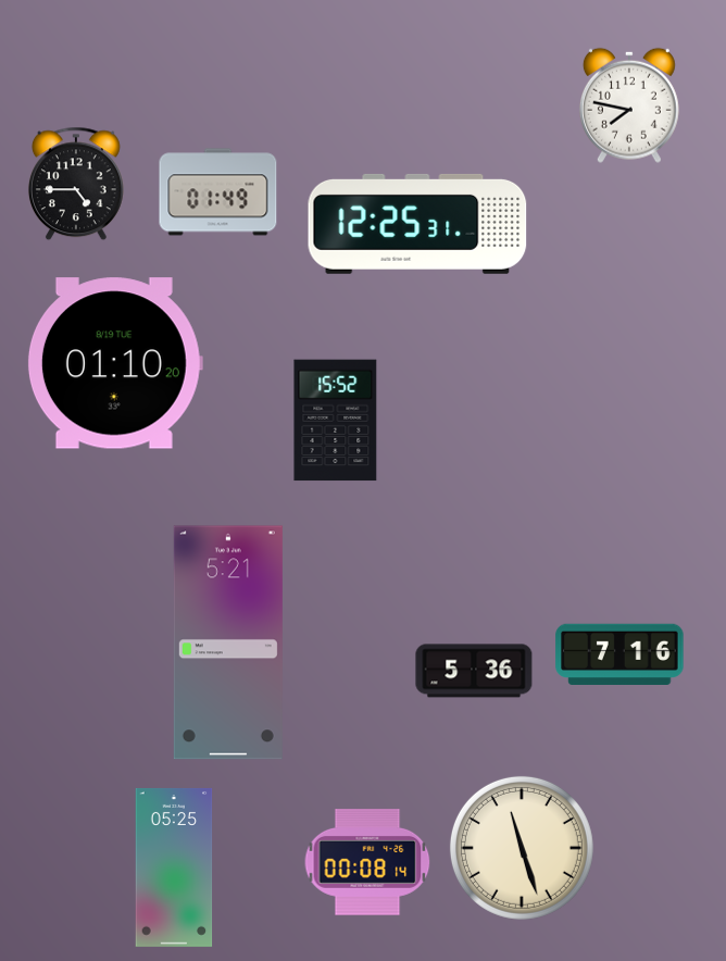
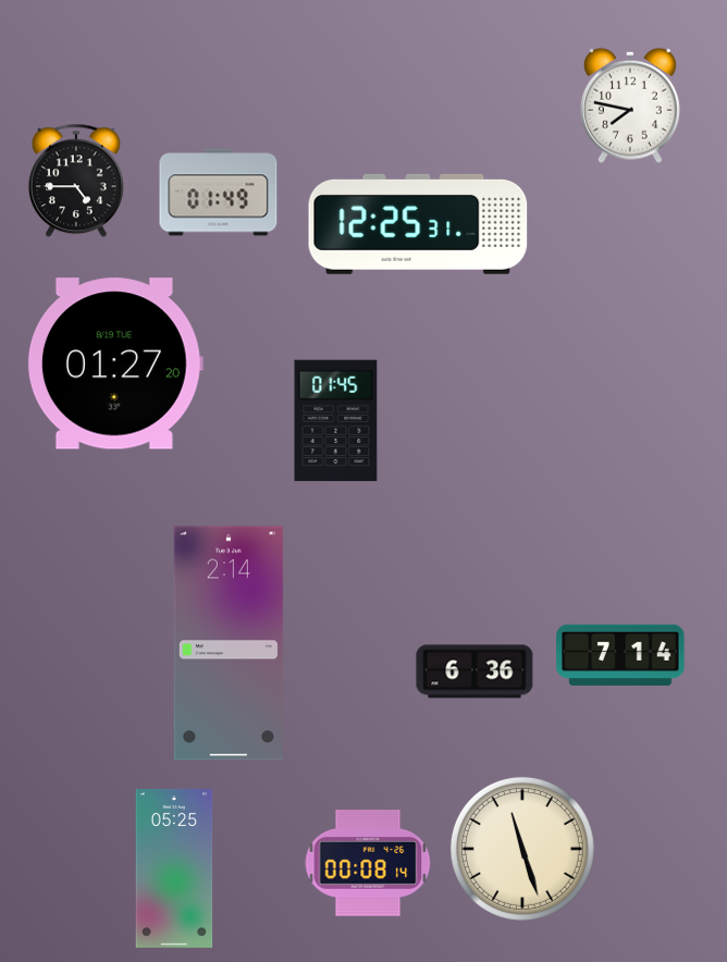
clock at (76, 184) position: (76, 184) -> (76, 181)
clock at (115, 363): 01:10 -> 01:27
clock at (336, 421): 15:52 -> 01:45
clock at (228, 642): 5:21 -> 2:14
clock at (619, 653): 7:16 -> 7:14
clock at (474, 671): 5:36 -> 6:36
